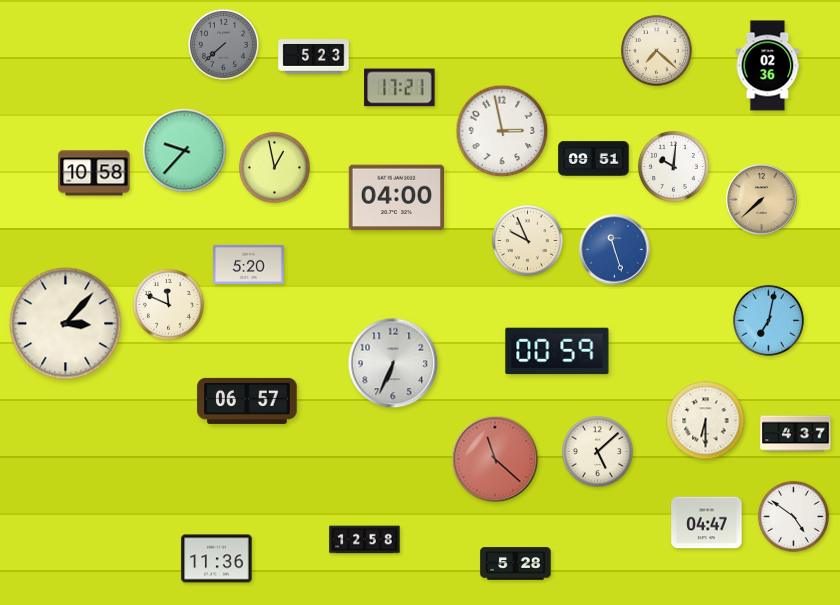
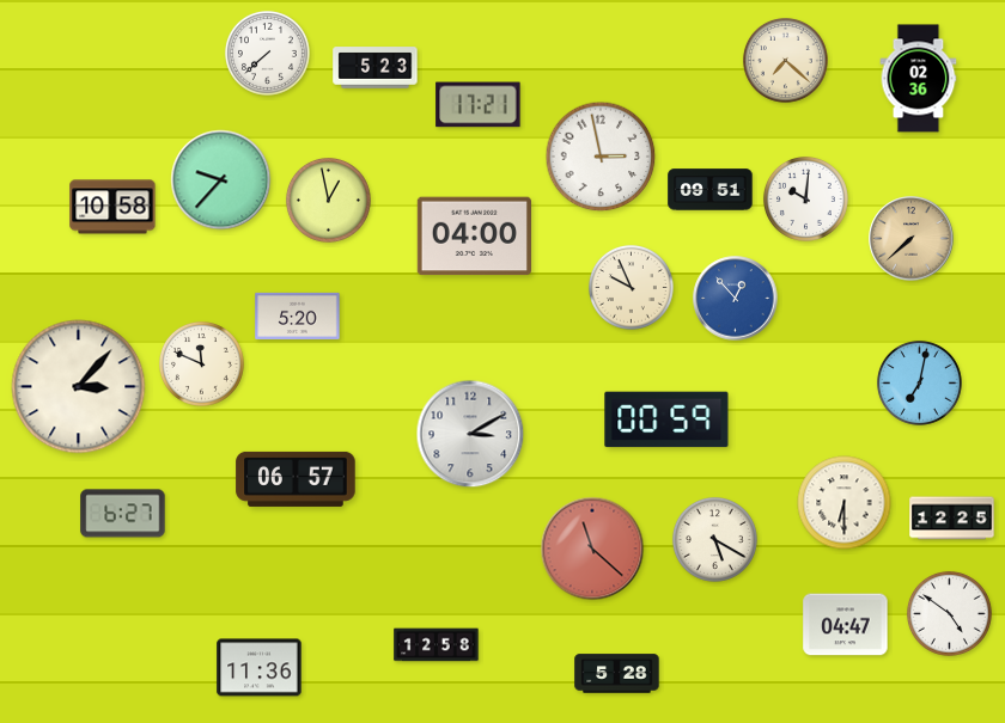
clock at (223, 44) dial: grey -> white
clock at (615, 250): 11:27 -> 12:53
clock at (393, 363): 6:34 -> 3:10
clock at (123, 514): none -> 6:27
clock at (796, 434): 4:37 -> 12:25
clock at (597, 451): 5:08 -> 5:20
clock at (793, 516) position: (793, 516) -> (949, 613)
